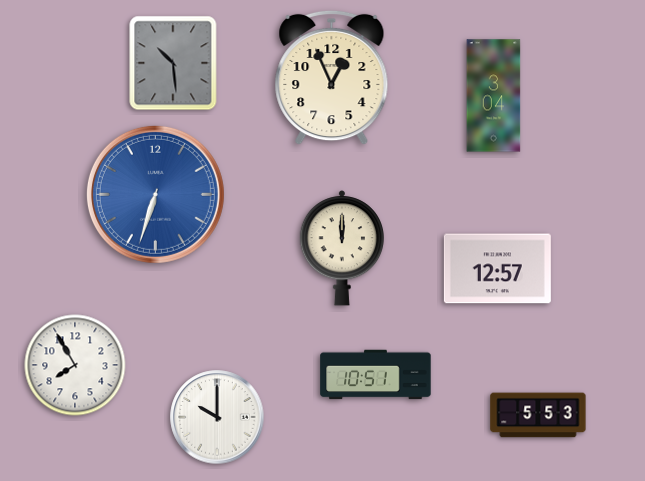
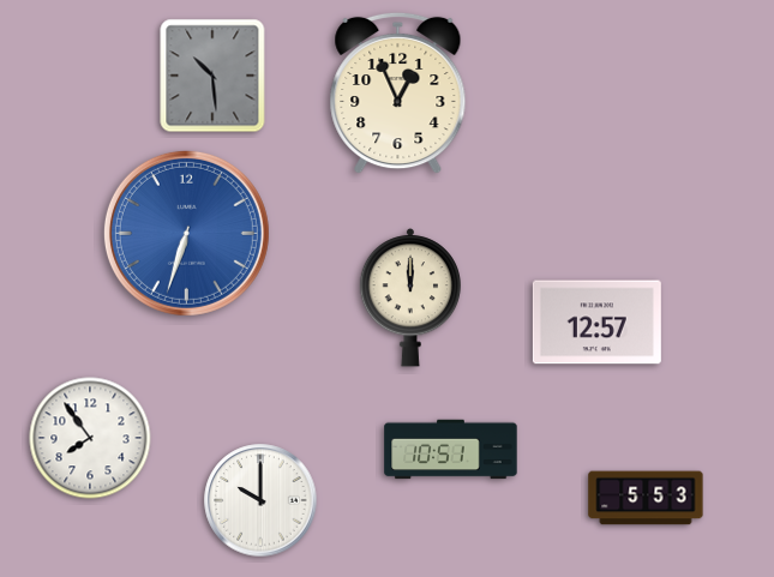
clock at (173, 63) position: (173, 63) -> (212, 76)
clock at (494, 96): 3:04 -> none
clock at (75, 365): 7:55 -> 7:54
